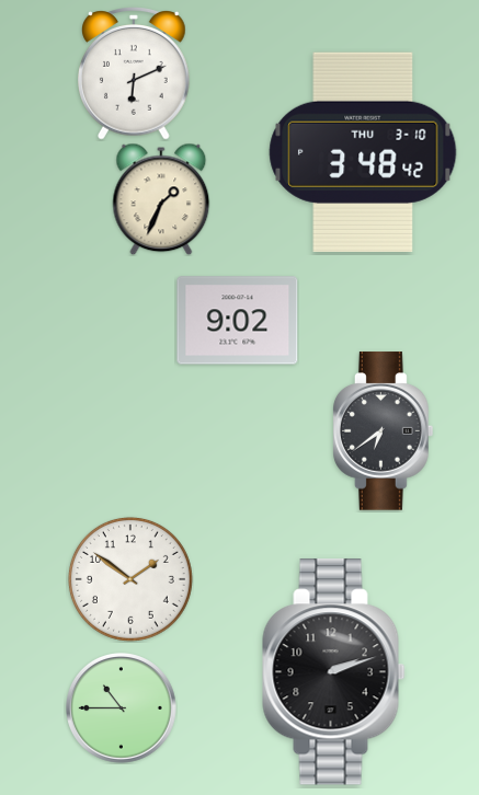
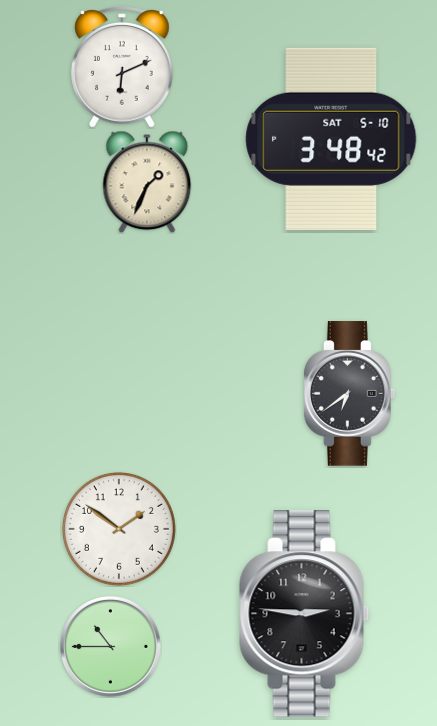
clock at (363, 152) date: THU 3-10 -> SAT 5-10
clock at (238, 321): 9:02 -> none
clock at (334, 672): 2:12 -> 2:46
